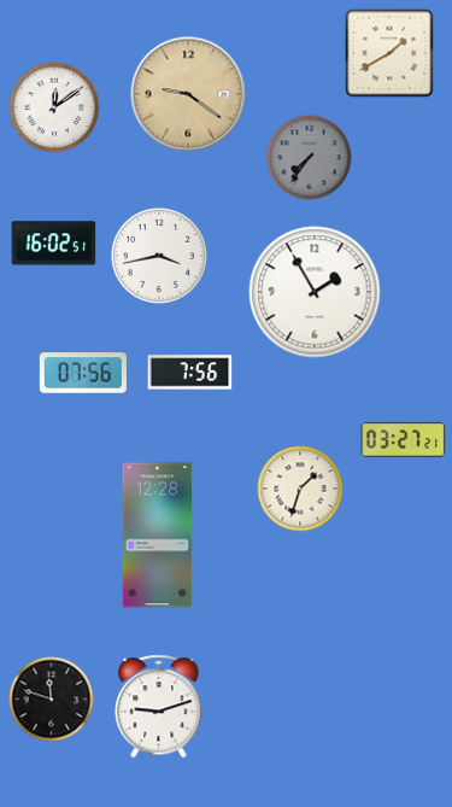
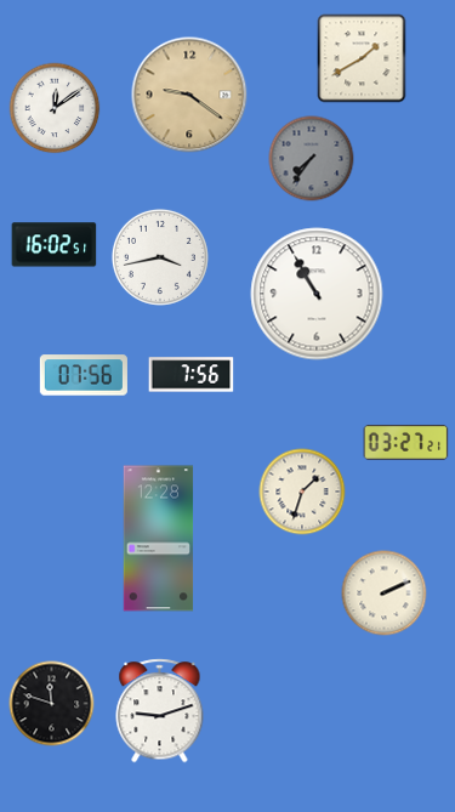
clock at (389, 53) position: (389, 53) -> (362, 58)
clock at (315, 292): 1:55 -> 10:55
clock at (385, 594): none -> 2:11
